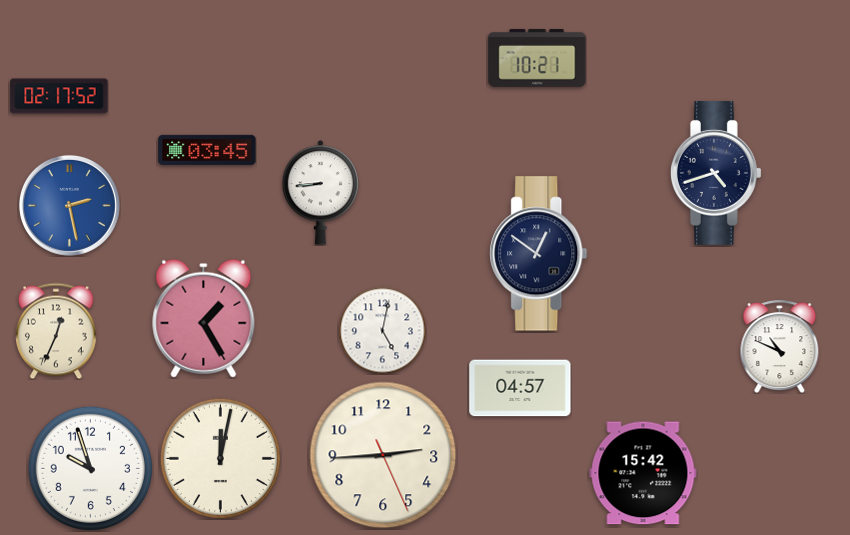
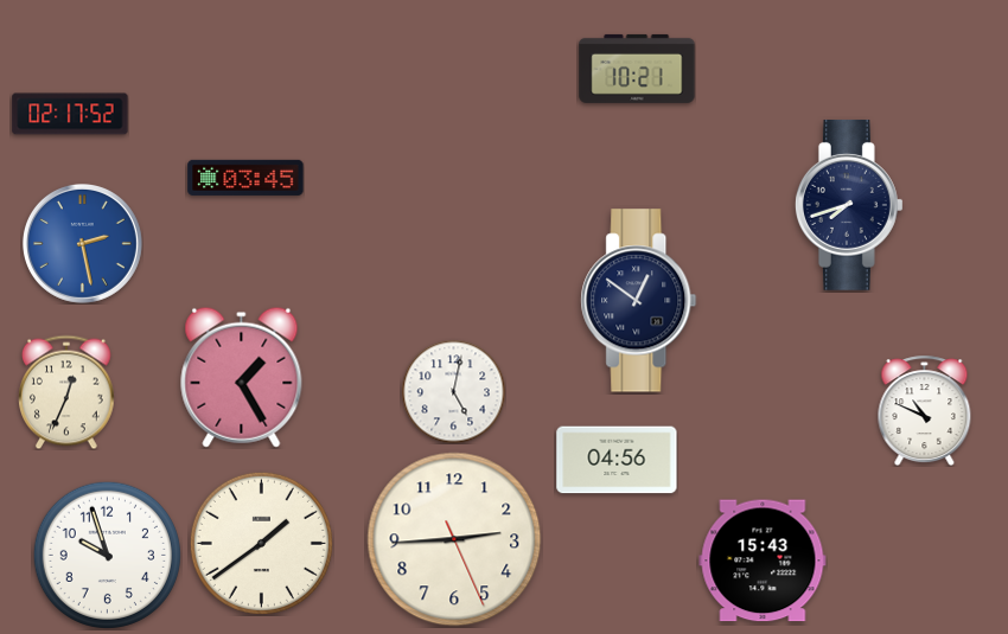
clock at (716, 173): 4:42 -> 7:42
clock at (321, 193): 8:44 -> none
clock at (520, 388): 04:57 -> 04:56
clock at (220, 458): 12:02 -> 1:39
clock at (643, 473): 15:42 -> 15:43
